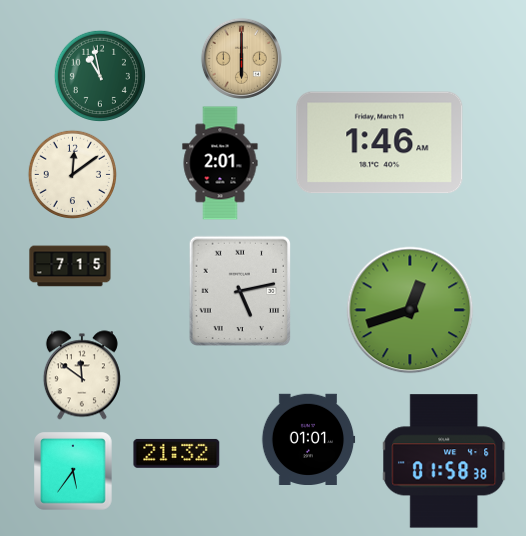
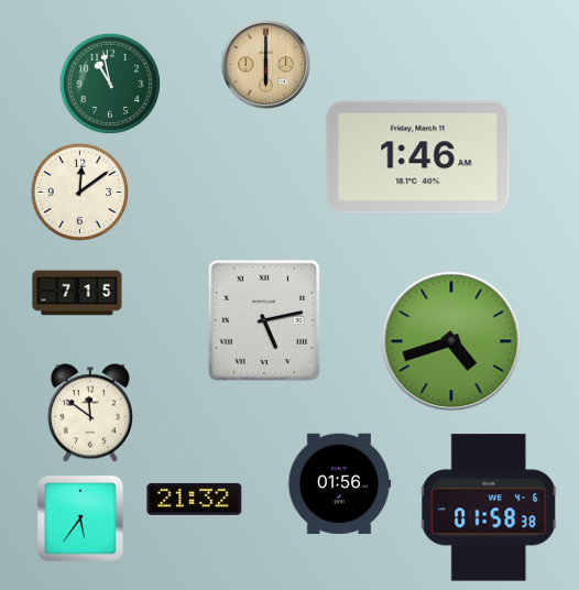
clock at (220, 163): 2:01 -> none
clock at (410, 310): 12:42 -> 4:42
clock at (308, 440): 01:01 -> 01:56
